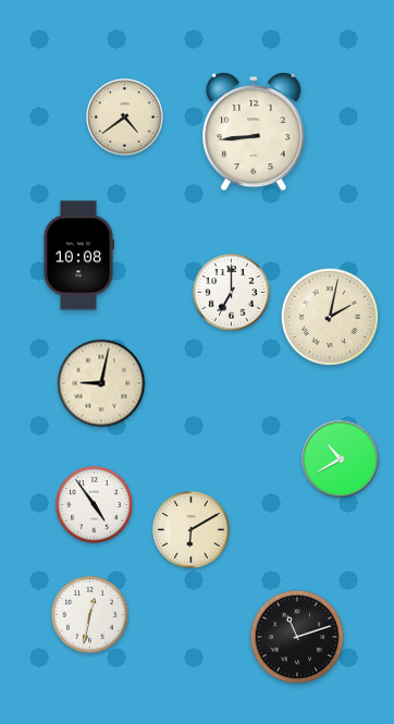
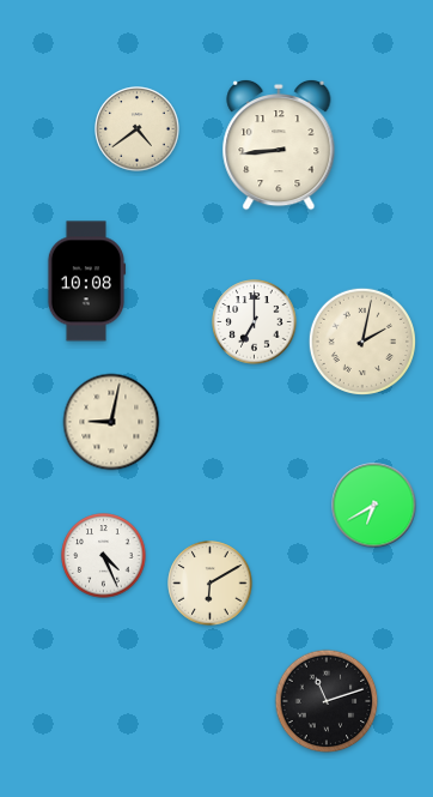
clock at (330, 317) position: (330, 317) -> (362, 342)
clock at (341, 459): 10:40 -> 6:40
clock at (95, 505): 4:54 -> 4:26
clock at (90, 615): 12:32 -> none
